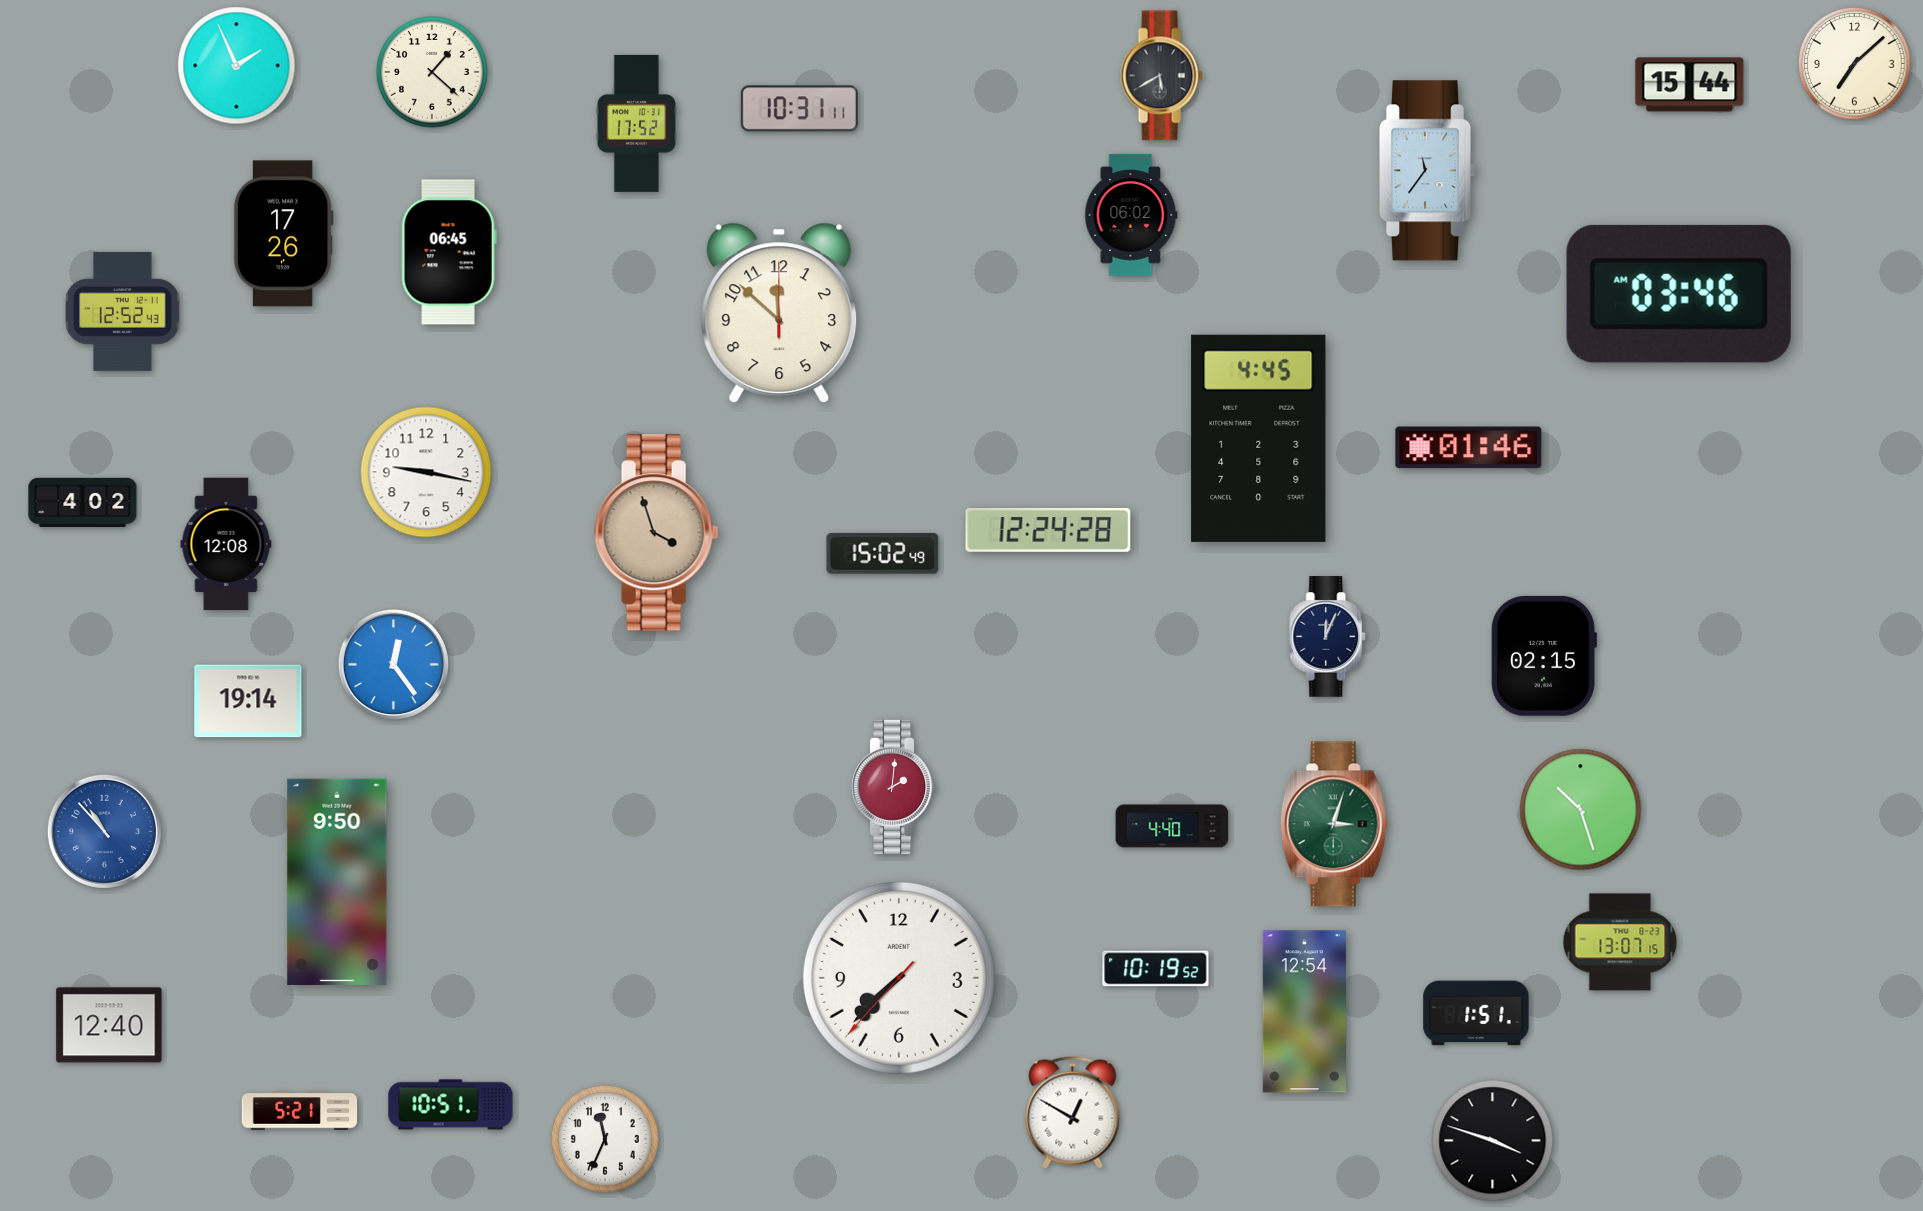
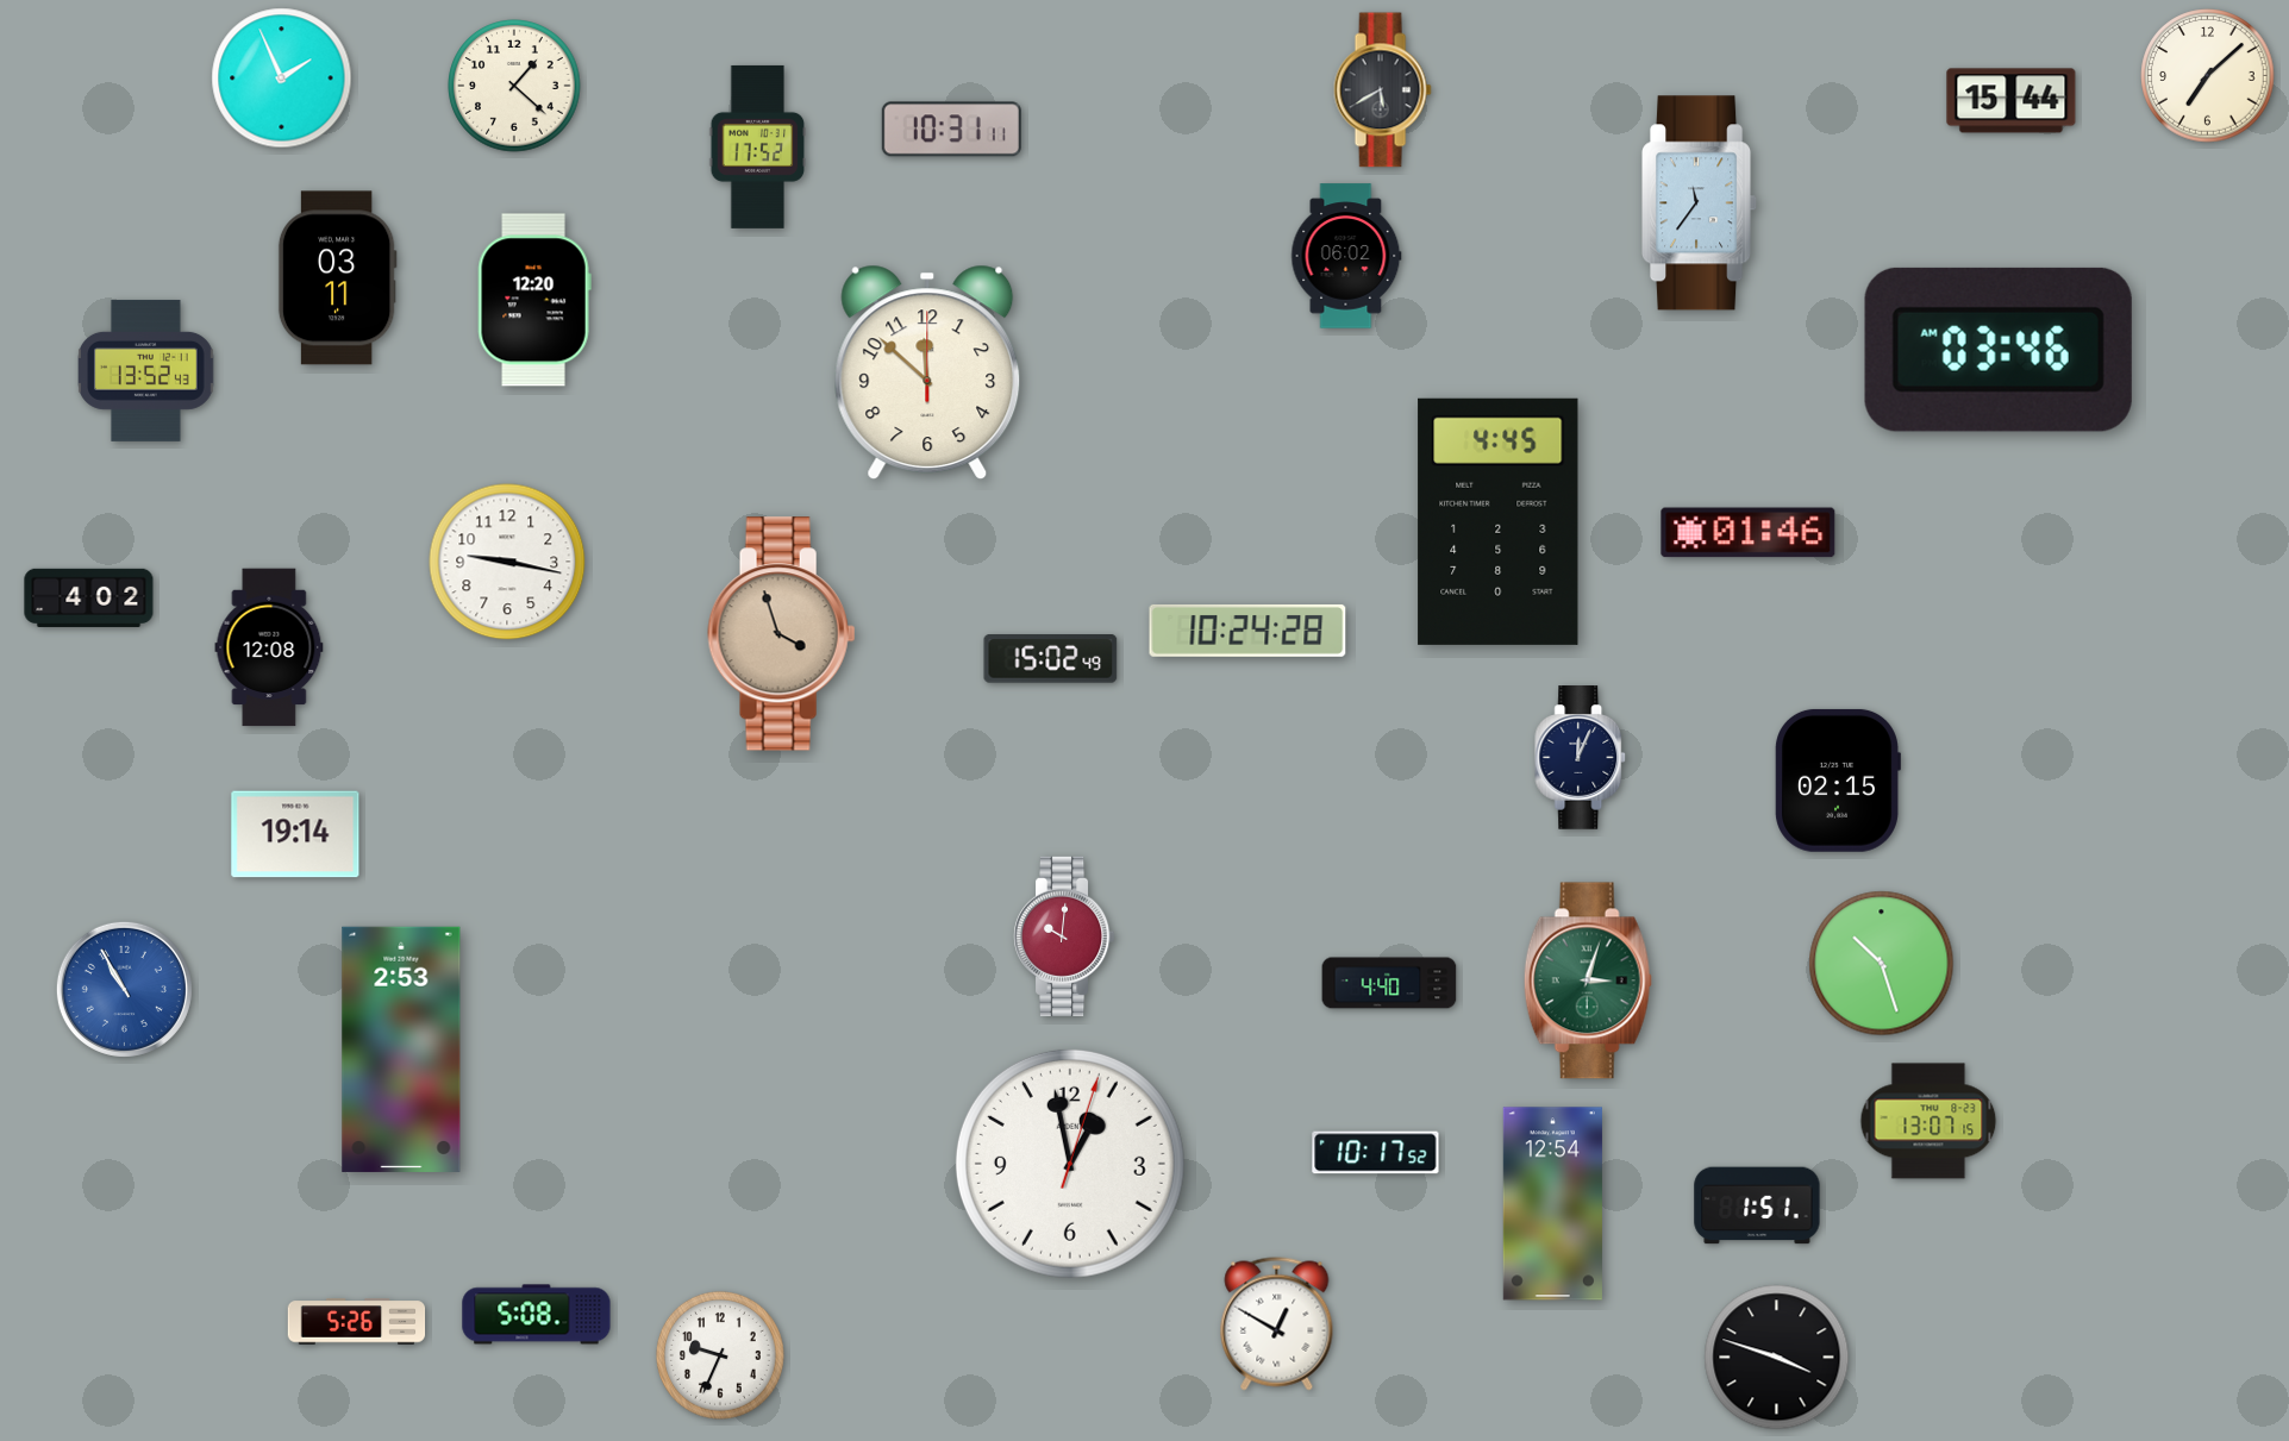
clock at (283, 234): 17:26 -> 03:11
clock at (449, 252): 06:45 -> 12:20
clock at (123, 311): 12:52 -> 13:52
clock at (83, 502) position: (83, 502) -> (89, 597)
clock at (1048, 530): 12:24 -> 10:24
clock at (393, 664): 12:24 -> none
clock at (894, 787): 2:01 -> 10:01
clock at (1172, 826) position: (1172, 826) -> (1389, 983)
clock at (104, 831): 10:53 -> 10:55
clock at (337, 882): 9:50 -> 2:53
clock at (1156, 969): 10:19 -> 10:17
clock at (899, 978): 7:37 -> 12:58
clock at (109, 1025): 12:40 -> none
clock at (451, 1105): 10:51 -> 5:08
clock at (300, 1111): 5:21 -> 5:26
clock at (605, 1139): 11:34 -> 9:34
